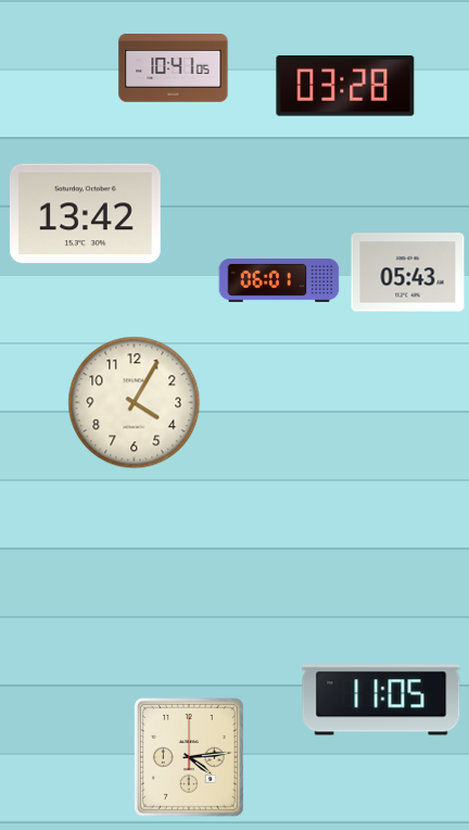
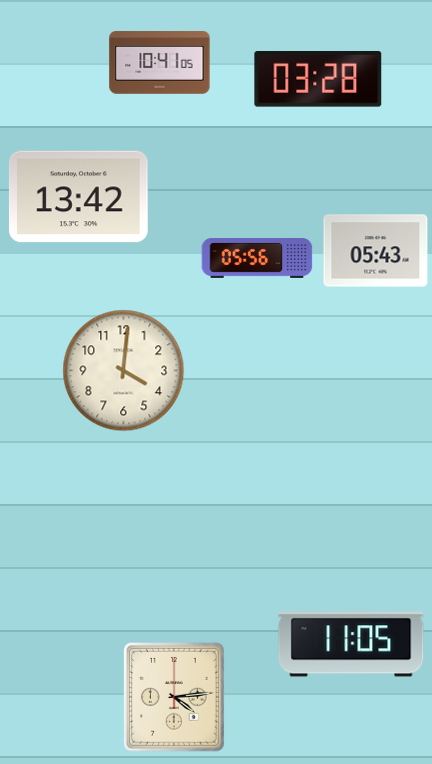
clock at (279, 281): 06:01 -> 05:56
clock at (135, 403): 4:05 -> 4:01
